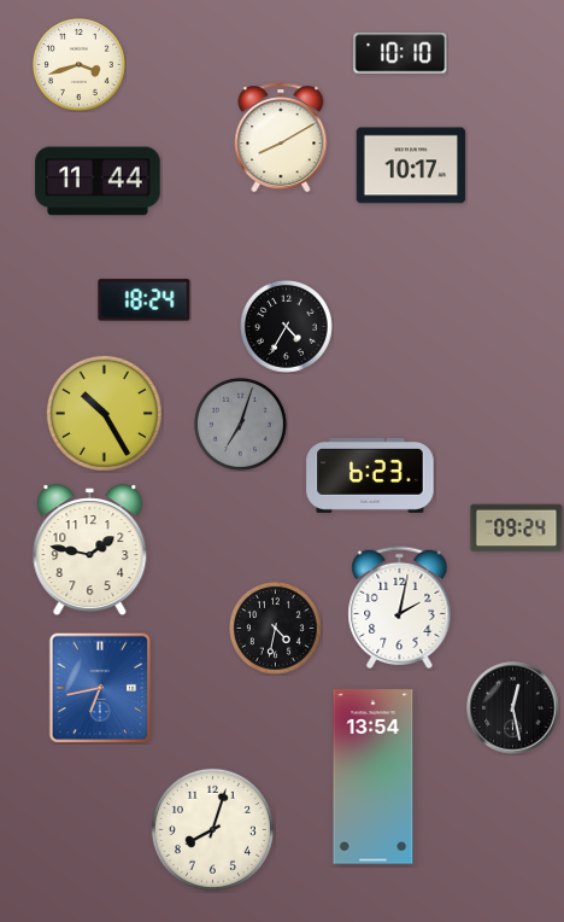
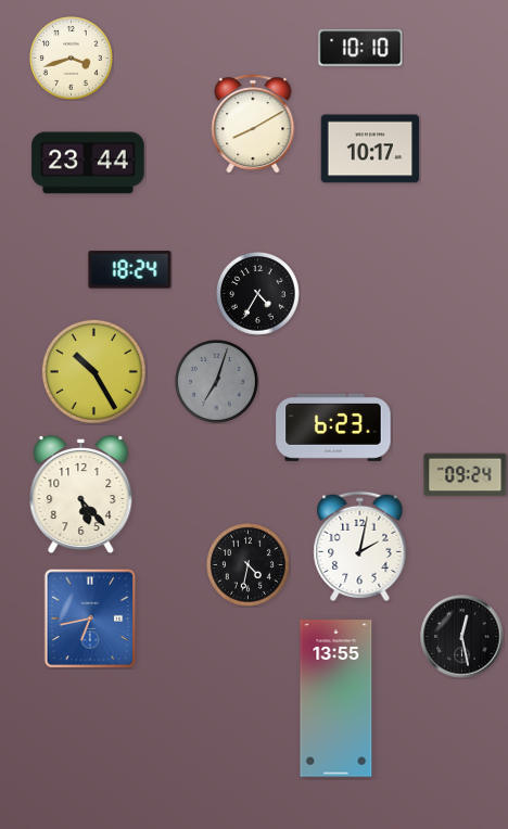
clock at (98, 181): 11:44 -> 23:44
clock at (90, 550): 1:47 -> 5:23
clock at (374, 777): 13:54 -> 13:55
clock at (212, 829): 8:03 -> none
